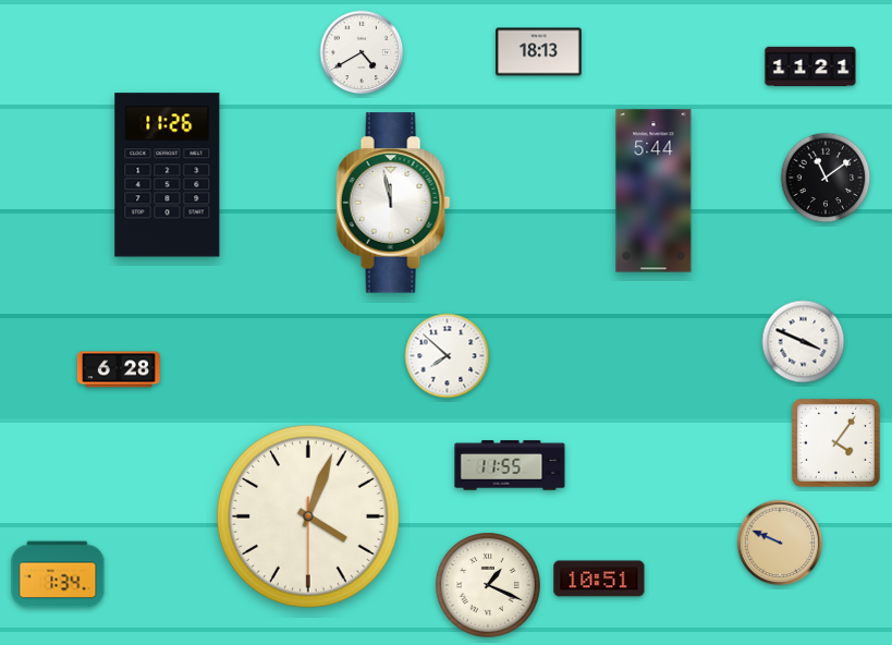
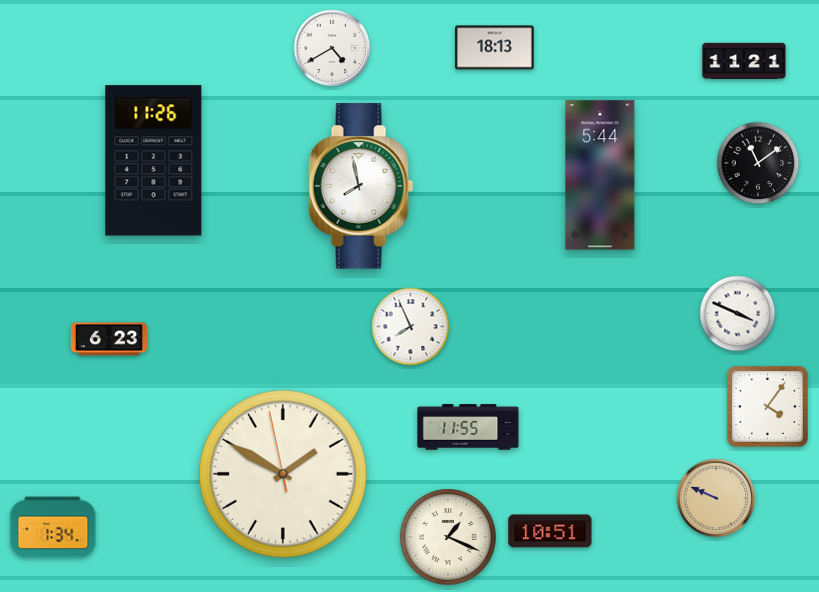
clock at (393, 203): 11:58 -> 7:58
clock at (448, 356): 7:52 -> 7:56
clock at (119, 369): 6:28 -> 6:23
clock at (308, 516): 4:03 -> 1:49
